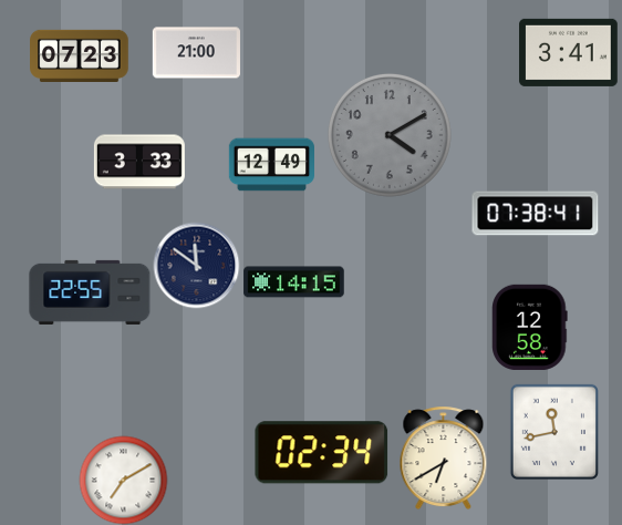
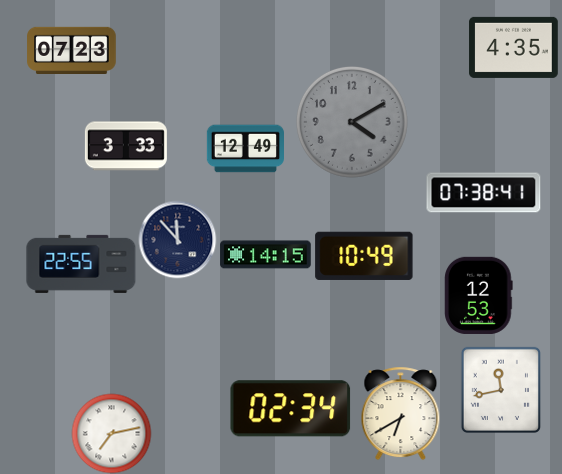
clock at (569, 52): 3:41 -> 4:35
clock at (196, 53): 21:00 -> none
clock at (196, 265): 11:51 -> 11:53
clock at (364, 256): none -> 10:49
clock at (530, 327): 12:58 -> 12:53
clock at (123, 480): 7:10 -> 7:13
